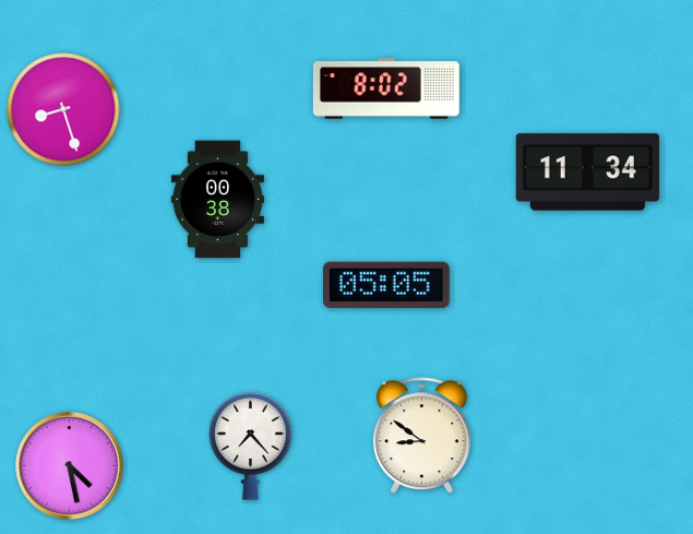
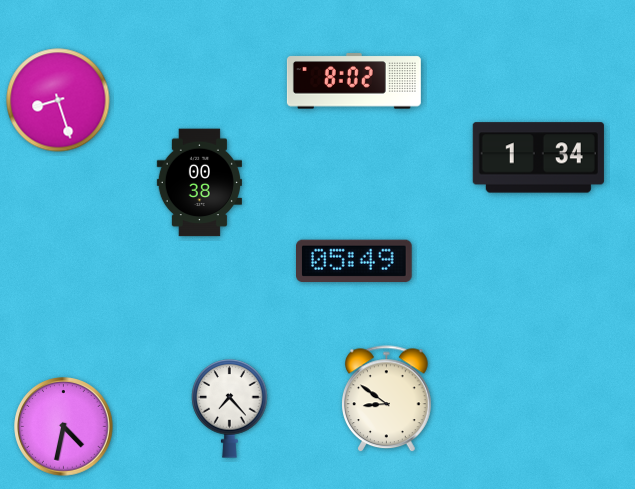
clock at (587, 173): 11:34 -> 1:34
clock at (387, 285): 05:05 -> 05:49
clock at (70, 466): 4:28 -> 4:32
